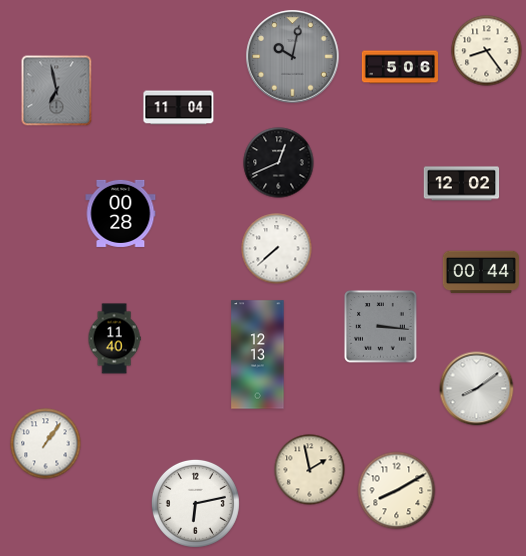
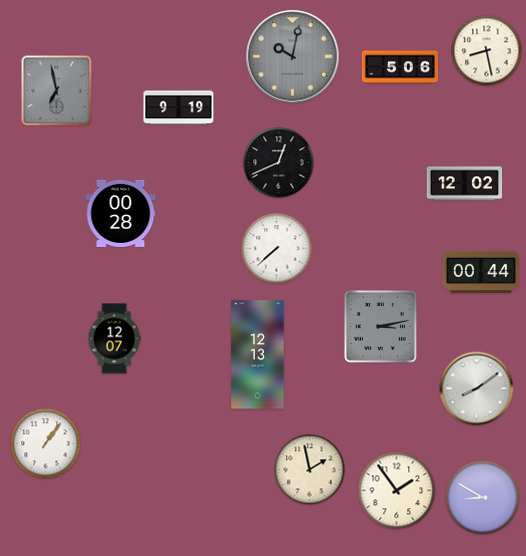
clock at (487, 51): 8:24 -> 8:28
clock at (179, 108): 11:04 -> 9:19
clock at (462, 184) position: (462, 184) -> (465, 184)
clock at (381, 327): 3:16 -> 3:13
clock at (114, 339): 11:40 -> 12:07
clock at (397, 491): 8:10 -> 1:54
clock at (483, 498): none -> 8:50
clock at (195, 503): 6:13 -> none
